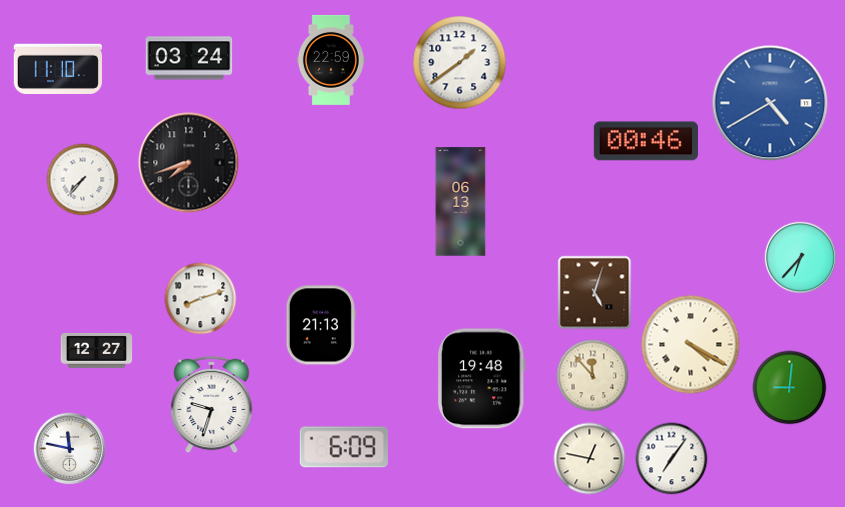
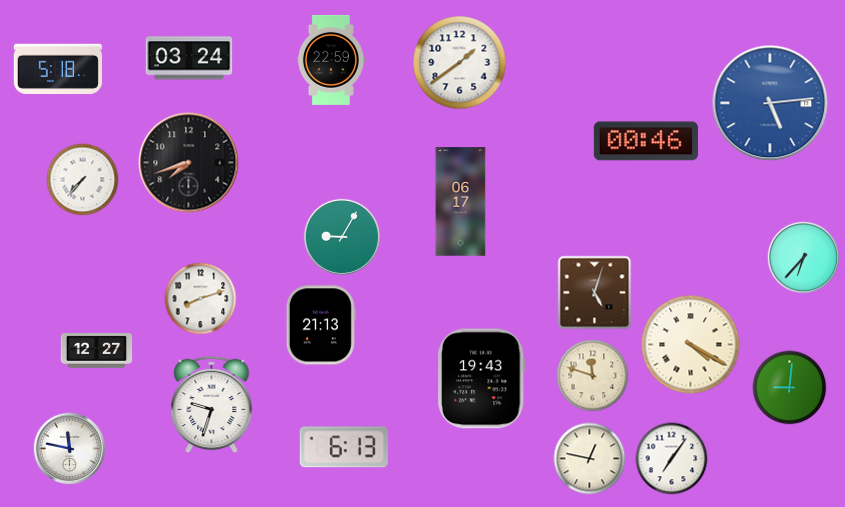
clock at (58, 68): 11:10 -> 5:18
clock at (770, 103): 4:40 -> 5:14
clock at (461, 202): 06:13 -> 06:17
clock at (342, 237): none -> 9:05
clock at (801, 258) position: (801, 258) -> (804, 258)
clock at (593, 376): 11:53 -> 11:48
clock at (482, 379): 19:48 -> 19:43
clock at (344, 447): 6:09 -> 6:13
